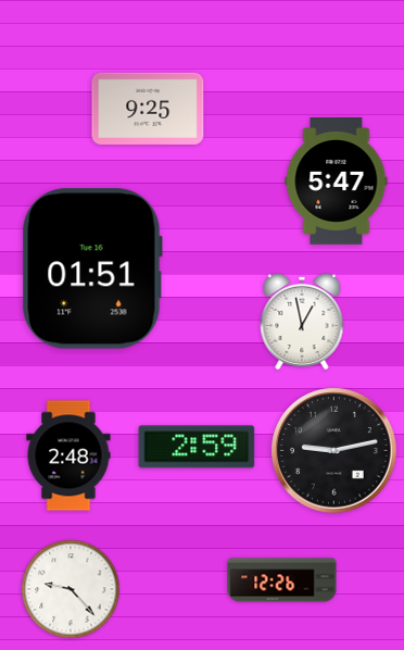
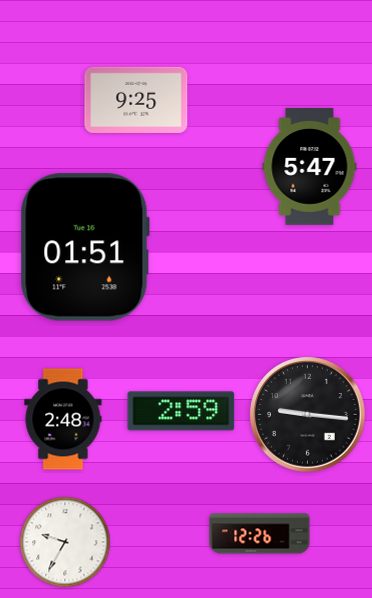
clock at (302, 322): 12:58 -> none
clock at (334, 451): 9:13 -> 9:16
clock at (71, 589): 9:23 -> 9:35
